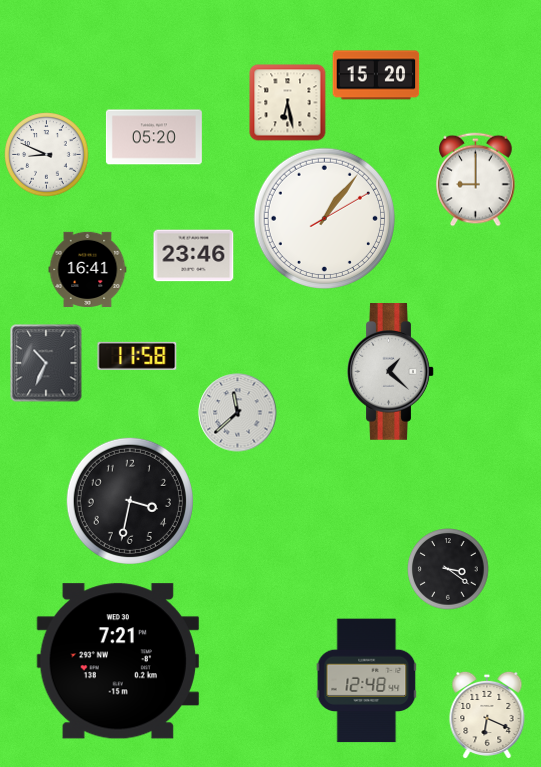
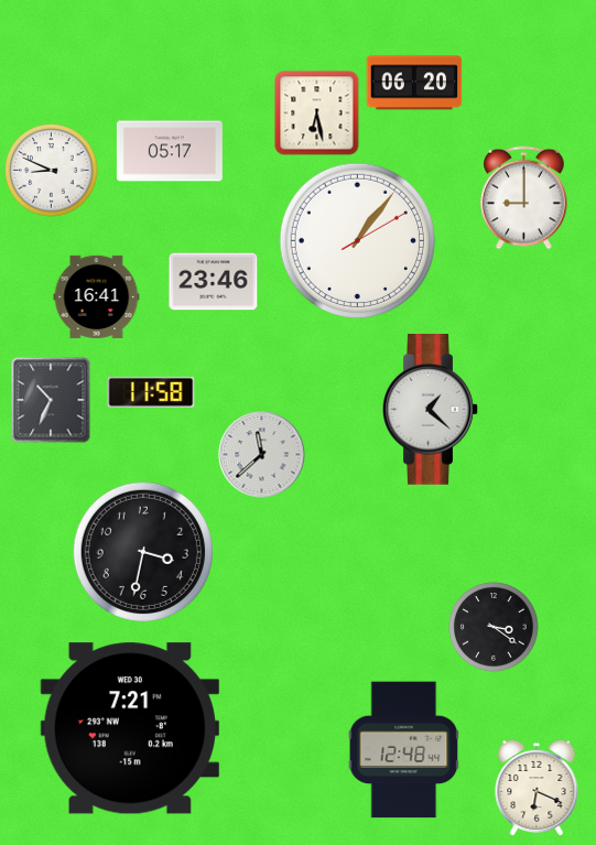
clock at (376, 75): 15:20 -> 06:20
clock at (154, 137): 05:20 -> 05:17
